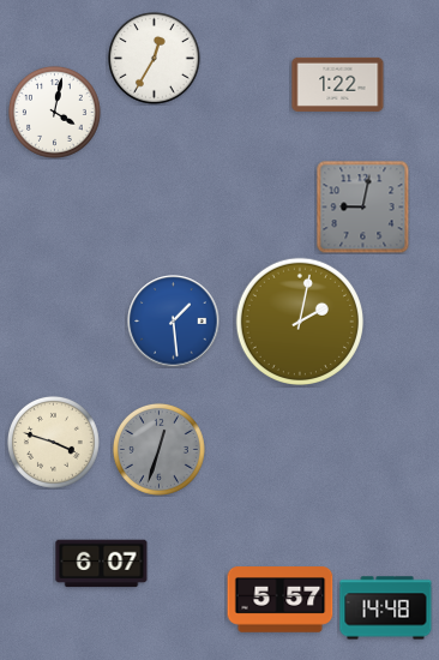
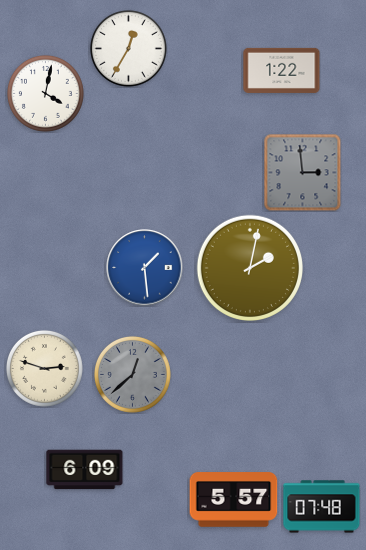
clock at (362, 206): 9:02 -> 2:59
clock at (53, 442): 3:48 -> 2:48
clock at (158, 449): 12:33 -> 12:38
clock at (102, 564): 6:07 -> 6:09
clock at (386, 608): 14:48 -> 07:48
